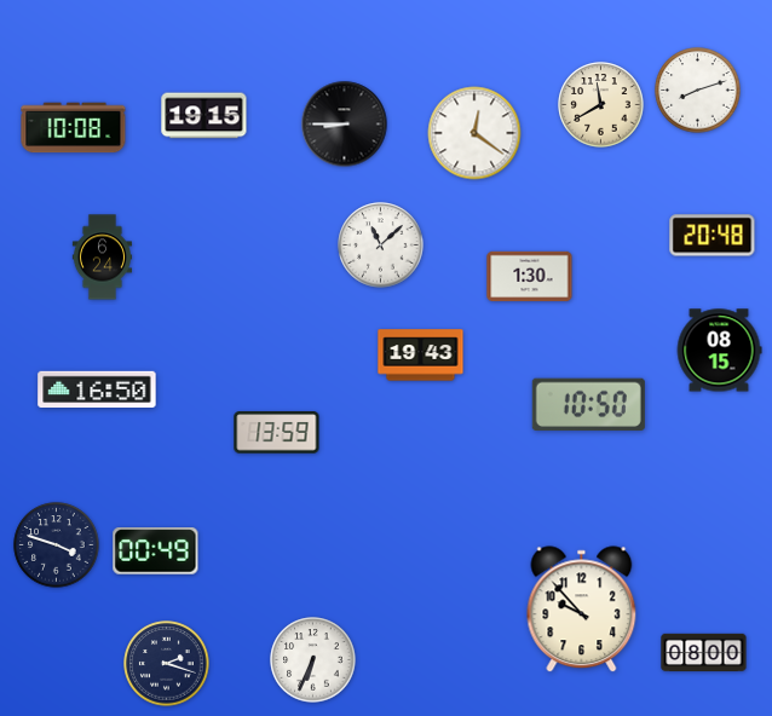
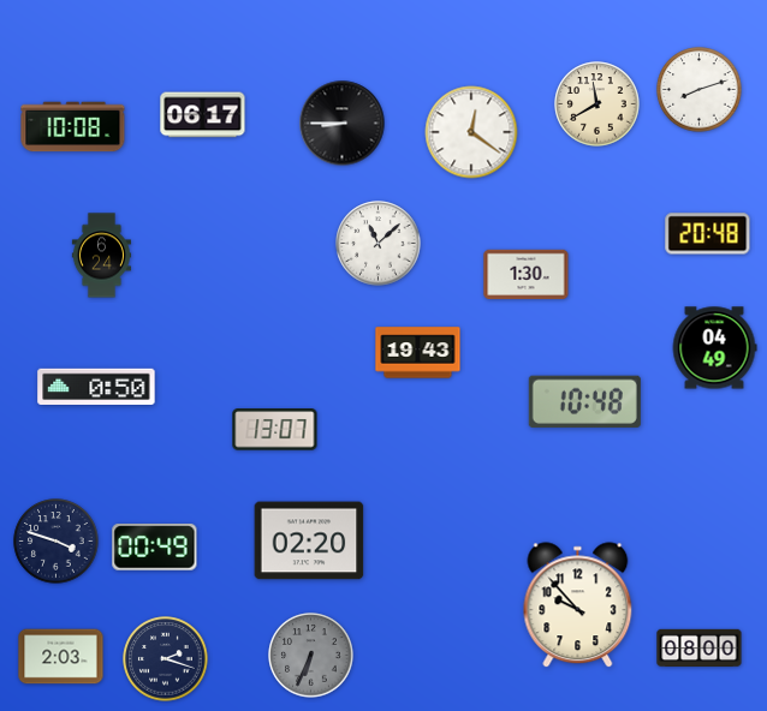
clock at (698, 91) position: (698, 91) -> (700, 90)
clock at (204, 116): 19:15 -> 06:17
clock at (719, 351): 08:15 -> 04:49
clock at (97, 389): 16:50 -> 0:50
clock at (588, 404): 10:50 -> 10:48
clock at (277, 433): 13:59 -> 13:07
clock at (309, 540): none -> 02:20
clock at (313, 660) dial: white -> grey
clock at (61, 657): none -> 2:03
